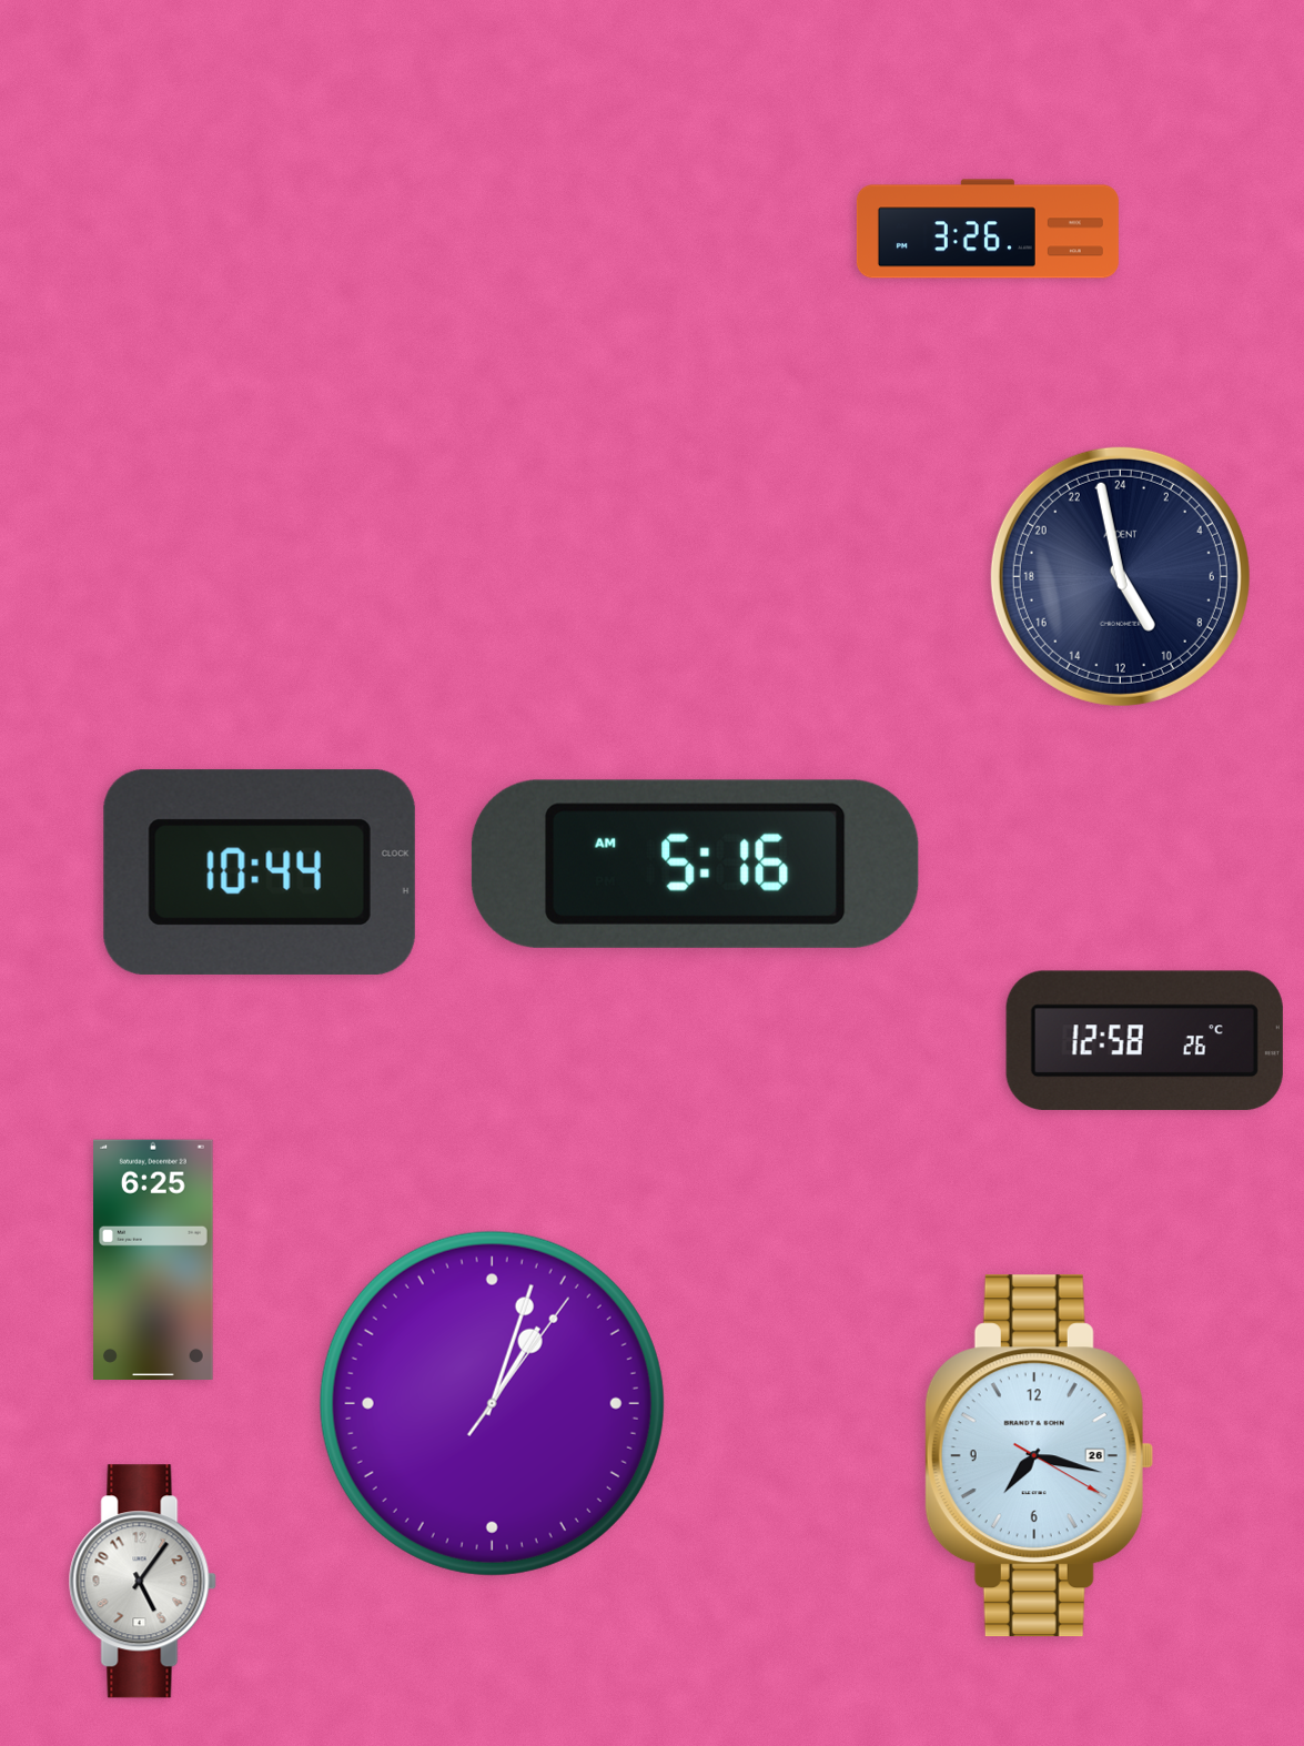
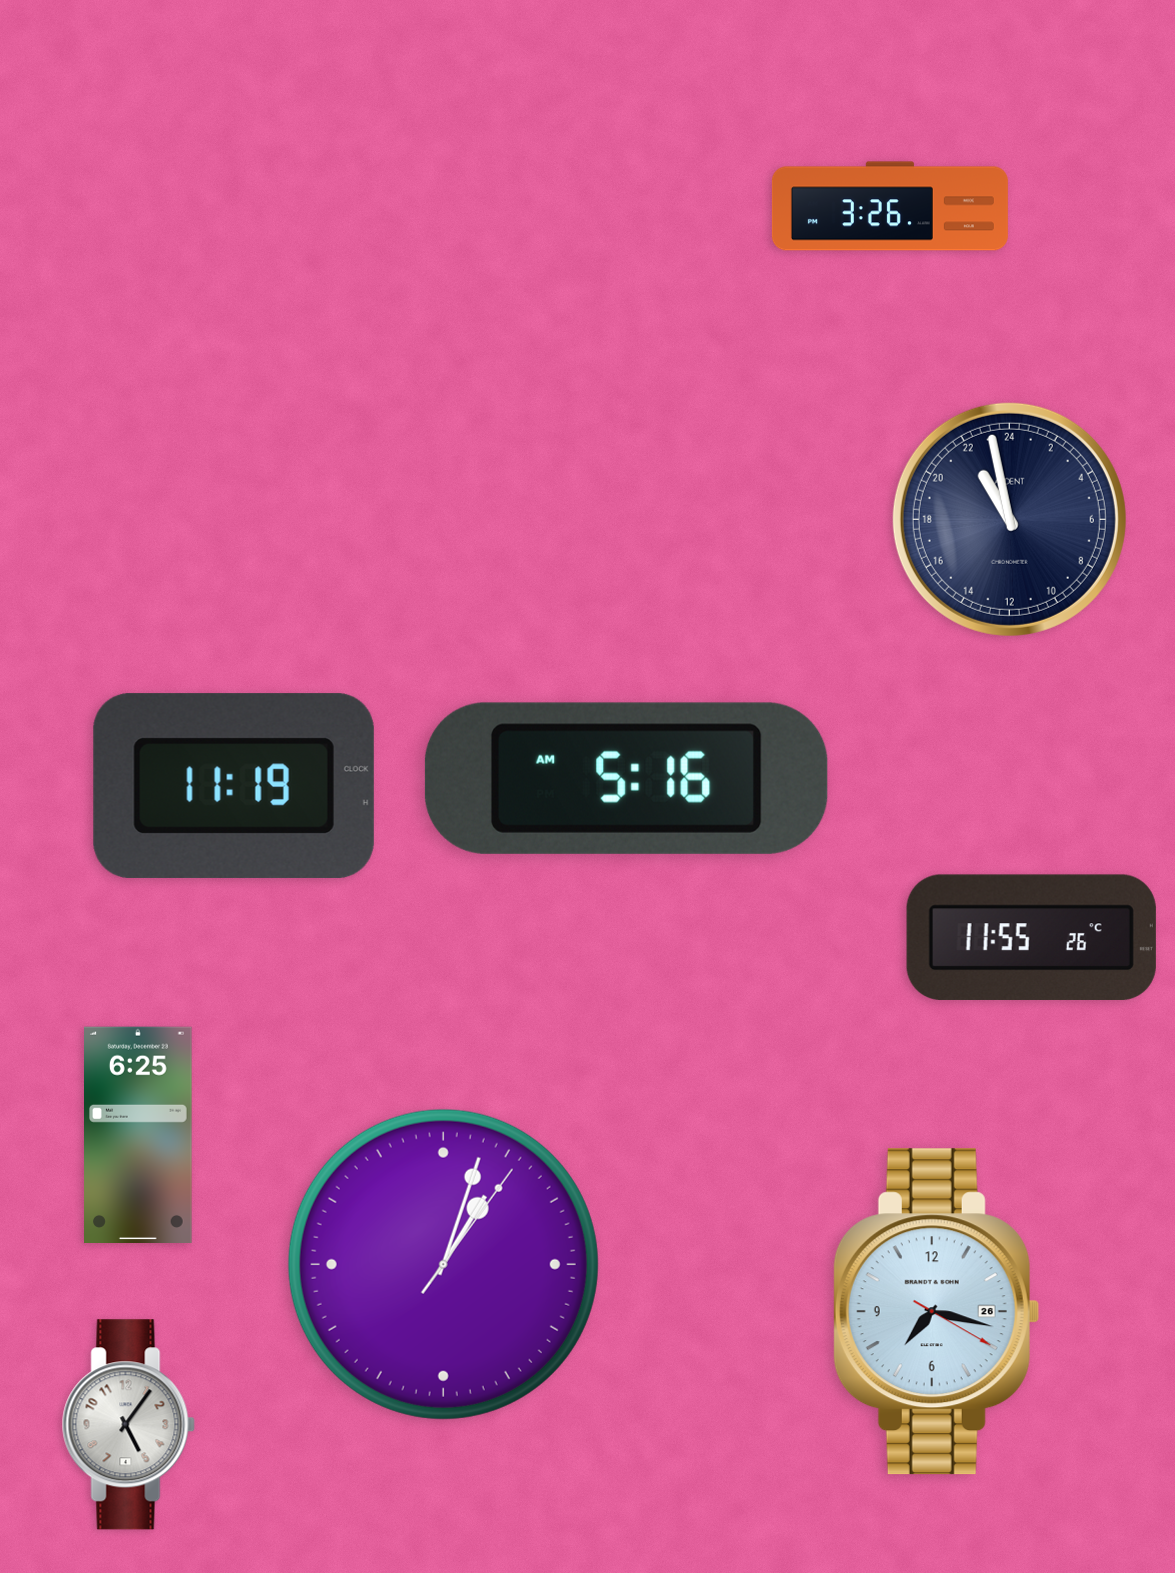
clock at (1120, 576): 9:58 -> 21:58
clock at (260, 872): 10:44 -> 11:19
clock at (1144, 1040): 12:58 -> 11:55
